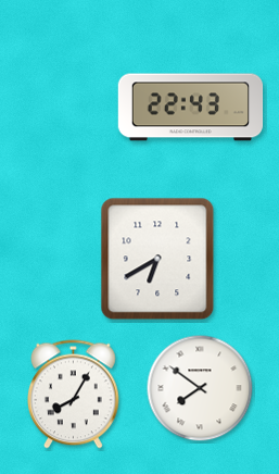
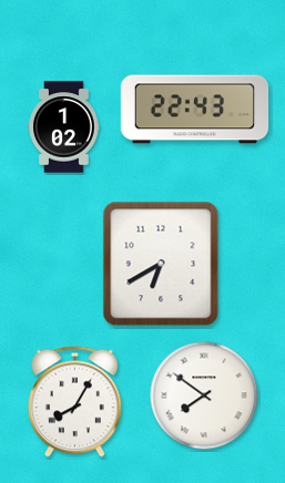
clock at (64, 127): none -> 1:02
